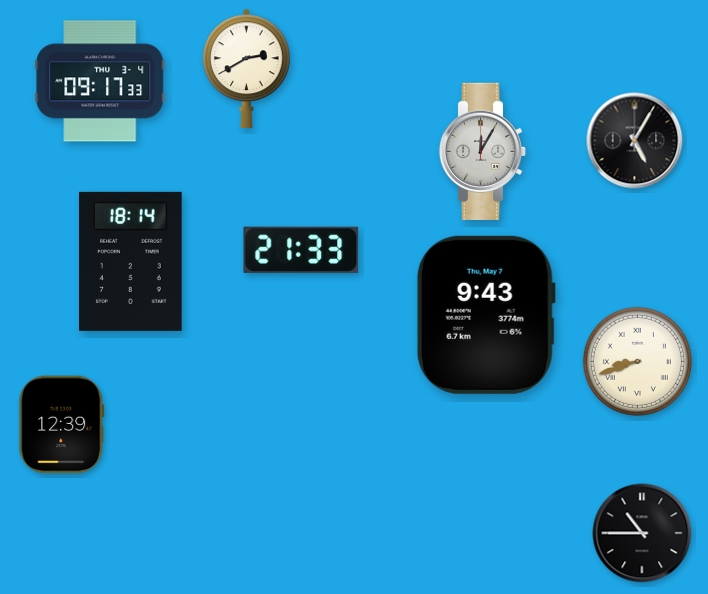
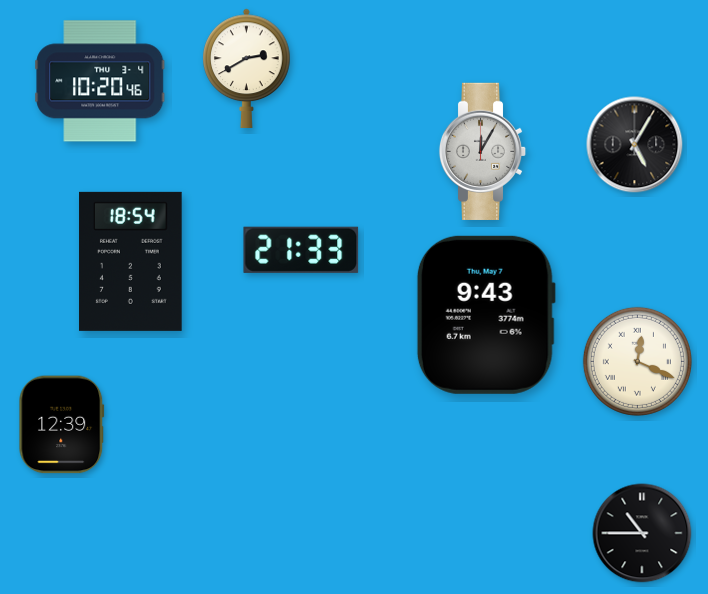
clock at (100, 81): 09:17 -> 10:20
clock at (635, 141) position: (635, 141) -> (635, 145)
clock at (131, 261): 18:14 -> 18:54
clock at (637, 361): 8:42 -> 12:19
